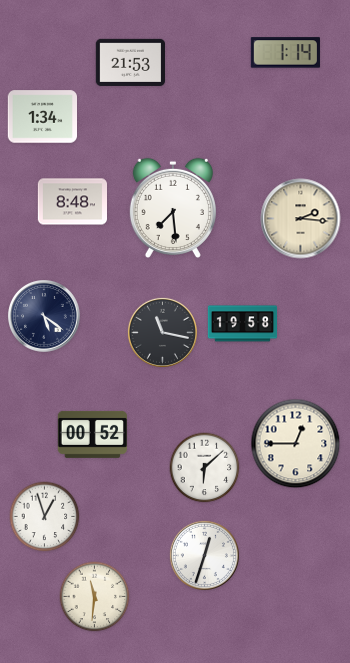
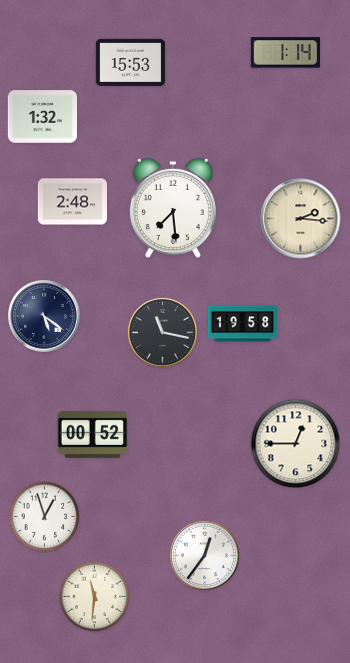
clock at (130, 62): 21:53 -> 15:53
clock at (42, 117): 1:34 -> 1:32
clock at (72, 202): 8:48 -> 2:48
clock at (205, 468): 6:08 -> none
clock at (204, 555): 12:33 -> 12:36
